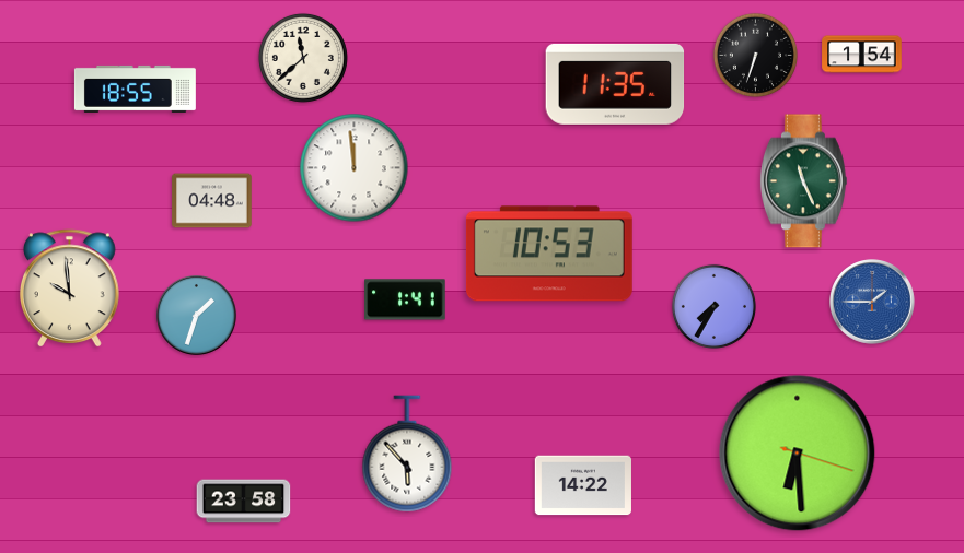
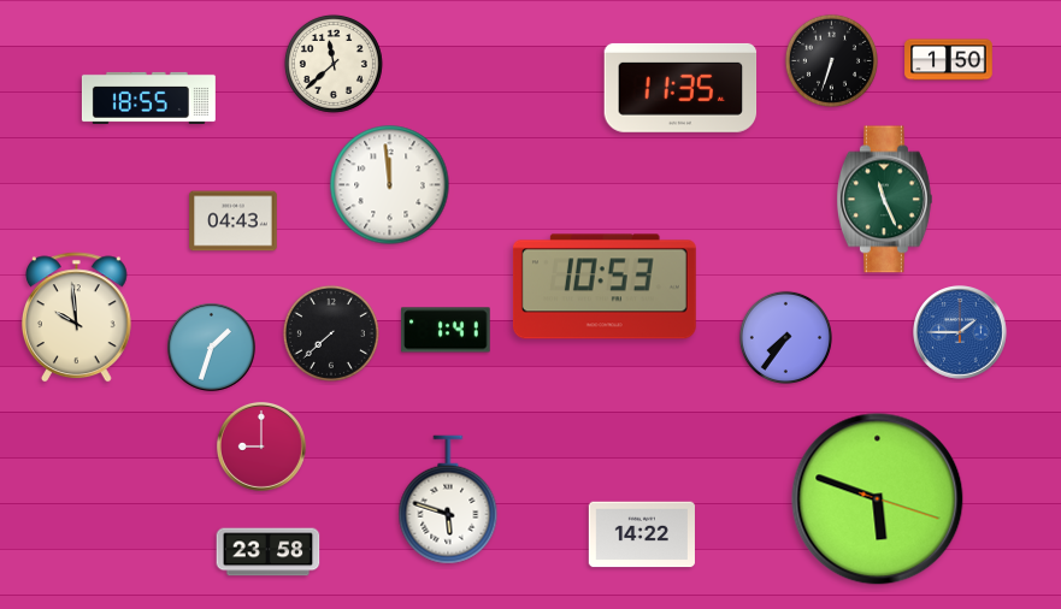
clock at (862, 55): 1:54 -> 1:50
clock at (615, 84) position: (615, 84) -> (680, 88)
clock at (212, 201): 04:48 -> 04:43
clock at (549, 254) position: (549, 254) -> (605, 286)
clock at (331, 333): none -> 7:38
clock at (713, 306): 7:35 -> 7:36
clock at (196, 315) position: (196, 315) -> (211, 347)
clock at (261, 447): none -> 9:00
clock at (407, 454): 5:53 -> 5:48
clock at (798, 454): 6:29 -> 5:48
